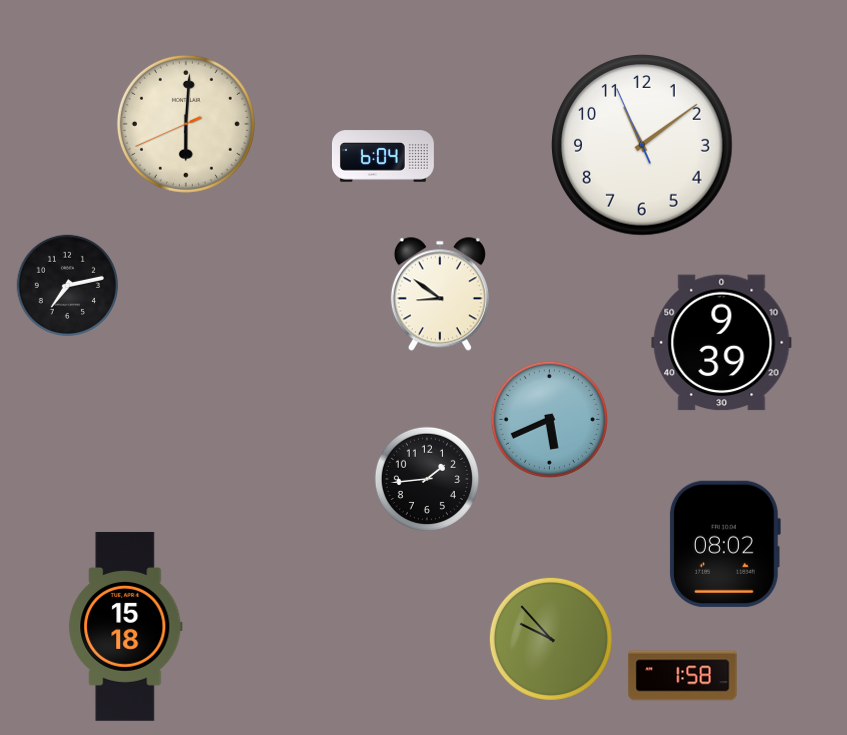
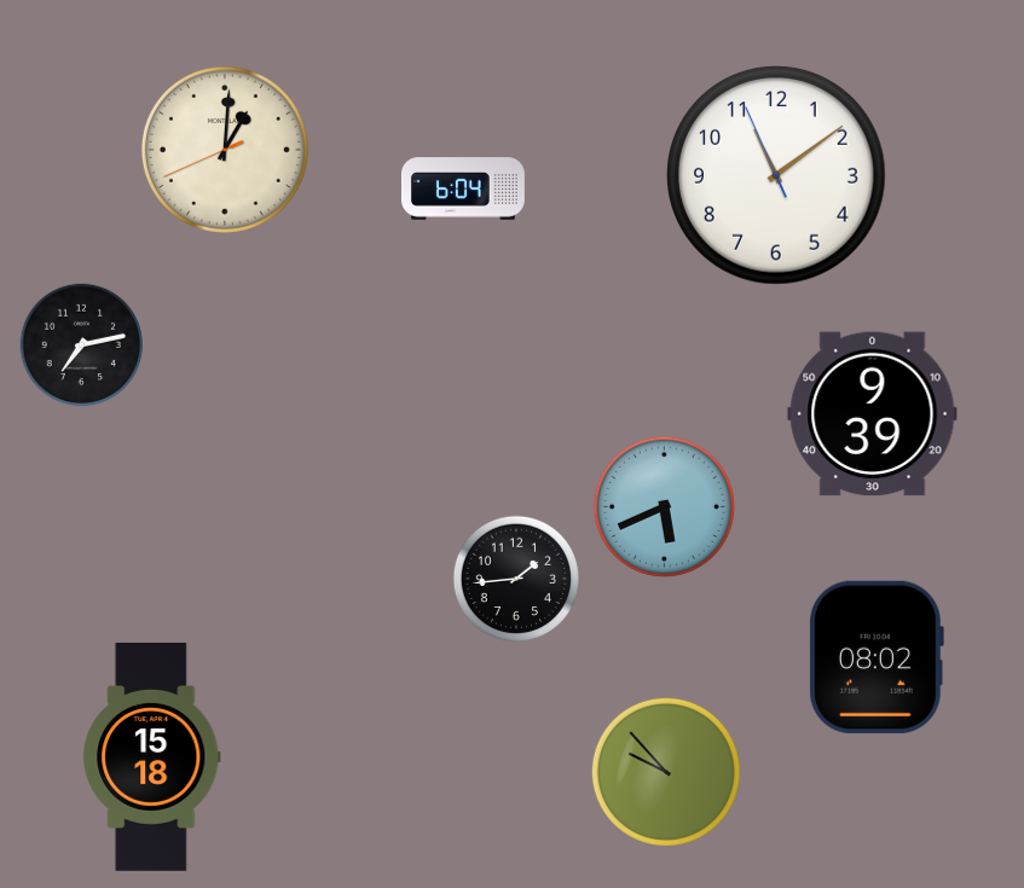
clock at (186, 124): 6:00 -> 1:00
clock at (440, 294): 8:51 -> none
clock at (683, 676): 1:58 -> none
